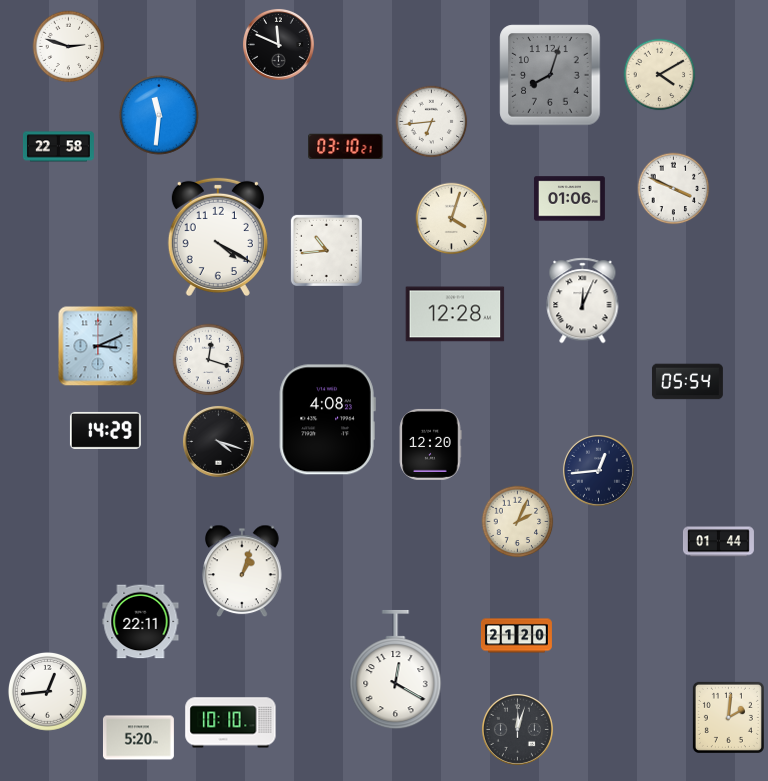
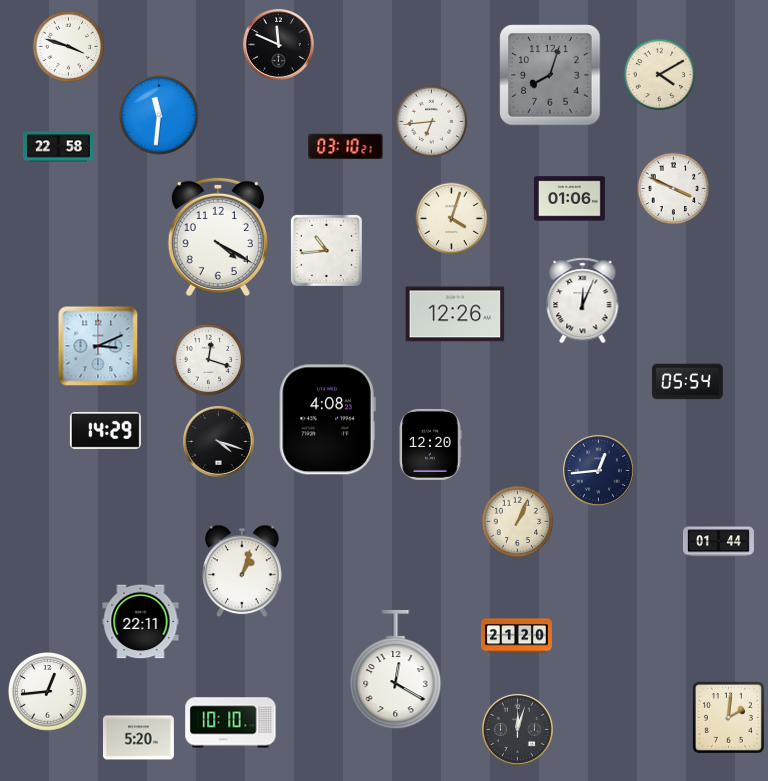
clock at (69, 47): 2:48 -> 3:48
clock at (455, 314): 12:28 -> 12:26
clock at (518, 522): 2:04 -> 1:04
